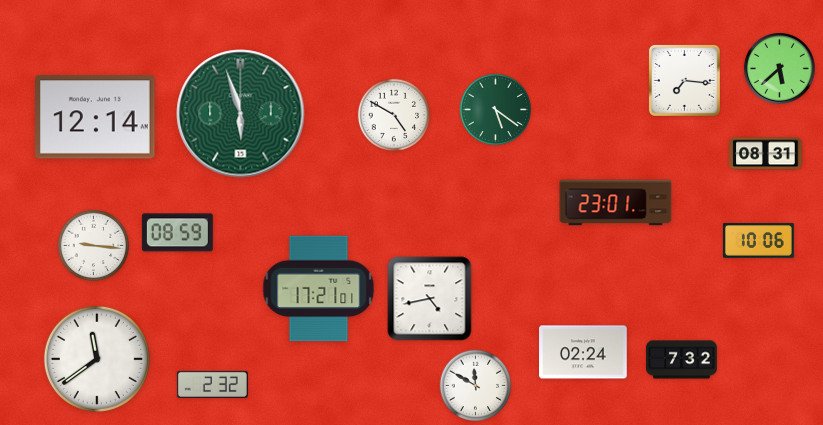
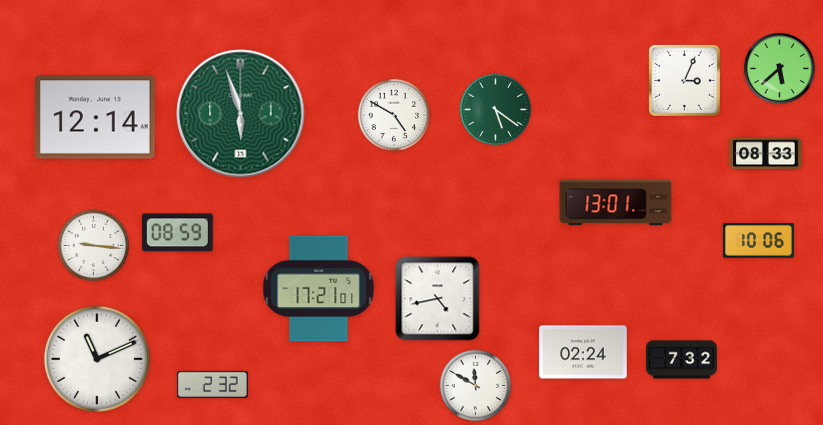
clock at (684, 80): 7:16 -> 3:04
clock at (766, 154): 08:31 -> 08:33
clock at (616, 203): 23:01 -> 13:01
clock at (430, 299) position: (430, 299) -> (438, 299)
clock at (97, 359): 11:39 -> 11:11
